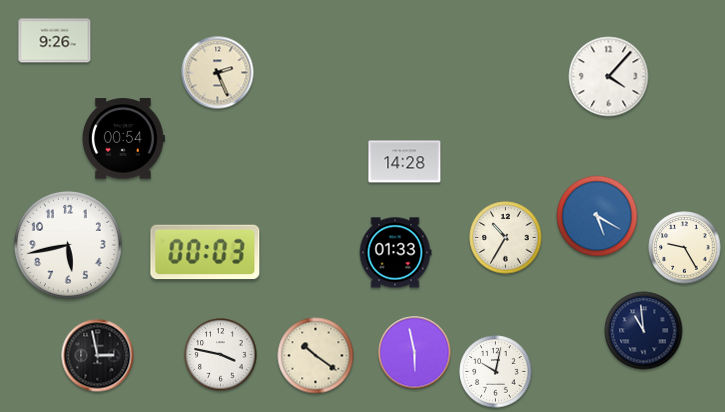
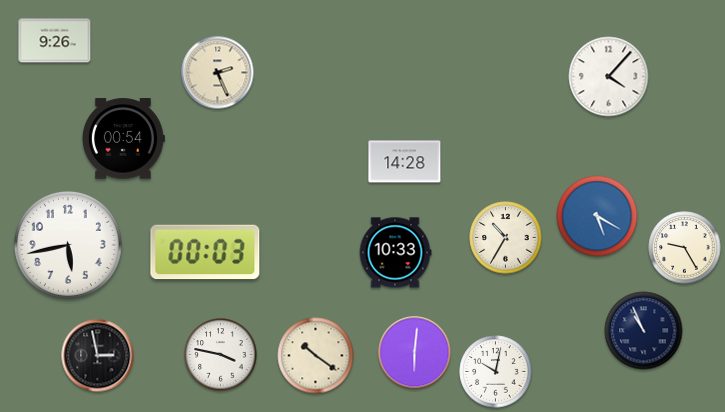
clock at (395, 253): 01:33 -> 10:33
clock at (644, 331): 10:59 -> 10:56
clock at (415, 353): 5:58 -> 6:01
